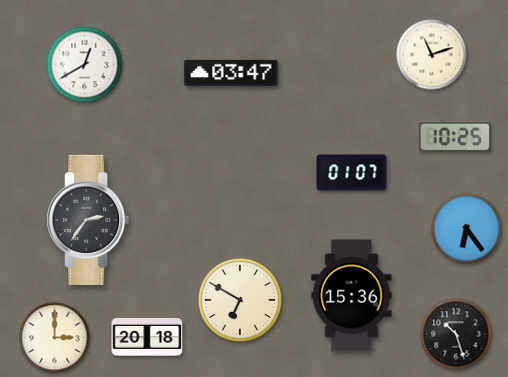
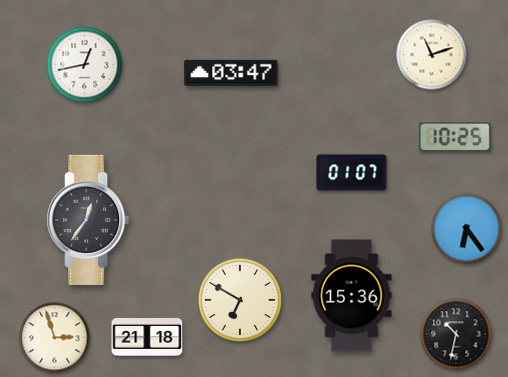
clock at (85, 65): 12:40 -> 12:43
clock at (88, 220): 2:36 -> 12:36
clock at (456, 334): 10:27 -> 10:32
clock at (147, 337): 20:18 -> 21:18
clock at (55, 338): 3:00 -> 2:57
